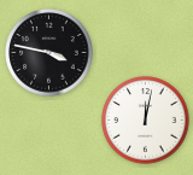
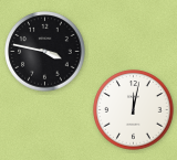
clock at (49, 53) position: (49, 53) -> (45, 52)
